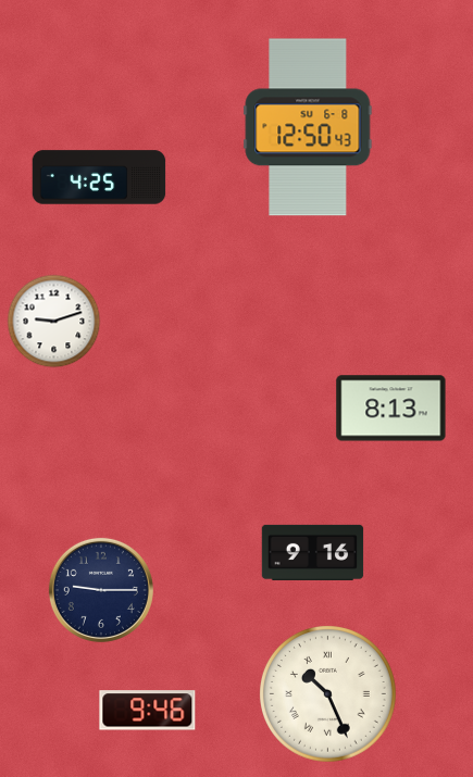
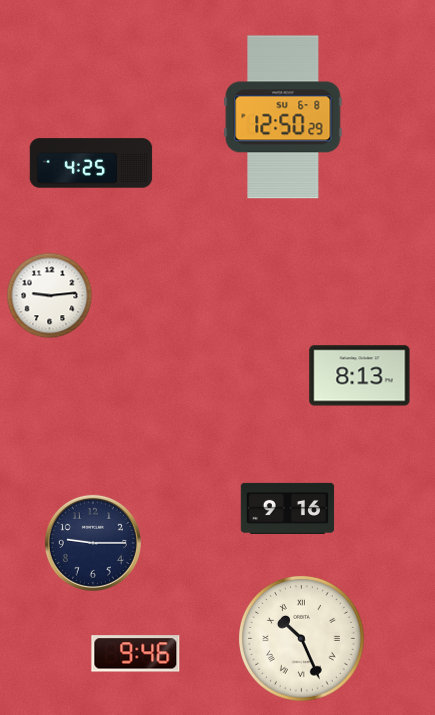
clock at (308, 127): 12:50:43 -> 12:50:29
clock at (54, 322): 9:12 -> 9:14
